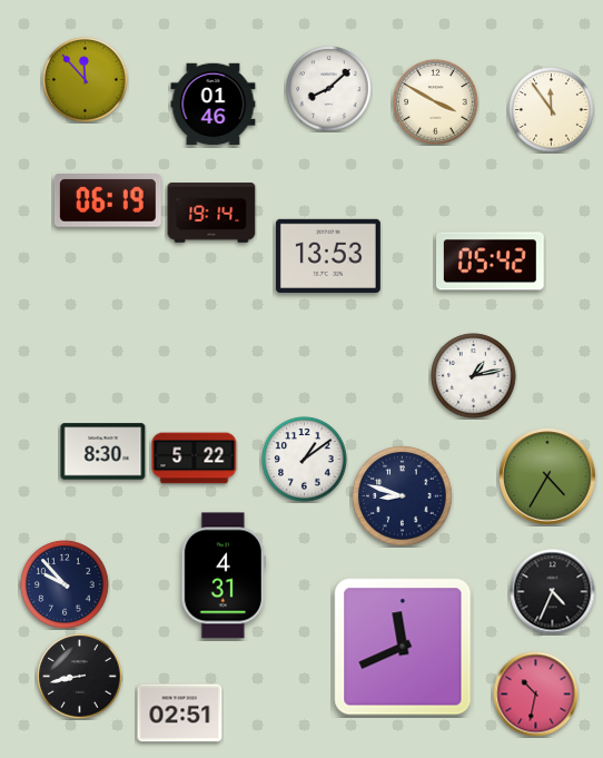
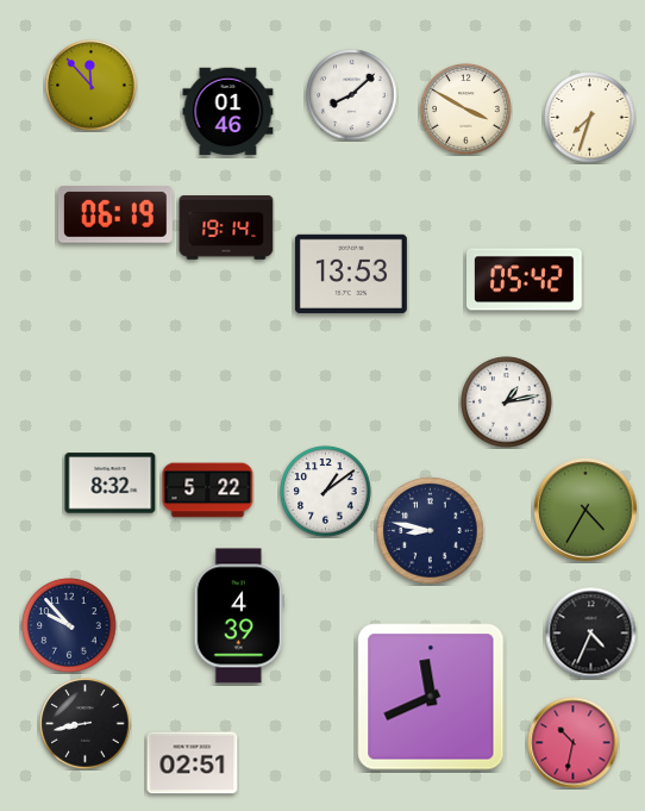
clock at (552, 110): 11:54 -> 7:33
clock at (103, 452): 8:30 -> 8:32
clock at (403, 496): 8:48 -> 8:47
clock at (224, 575): 4:31 -> 4:39
clock at (403, 647) position: (403, 647) -> (431, 697)
